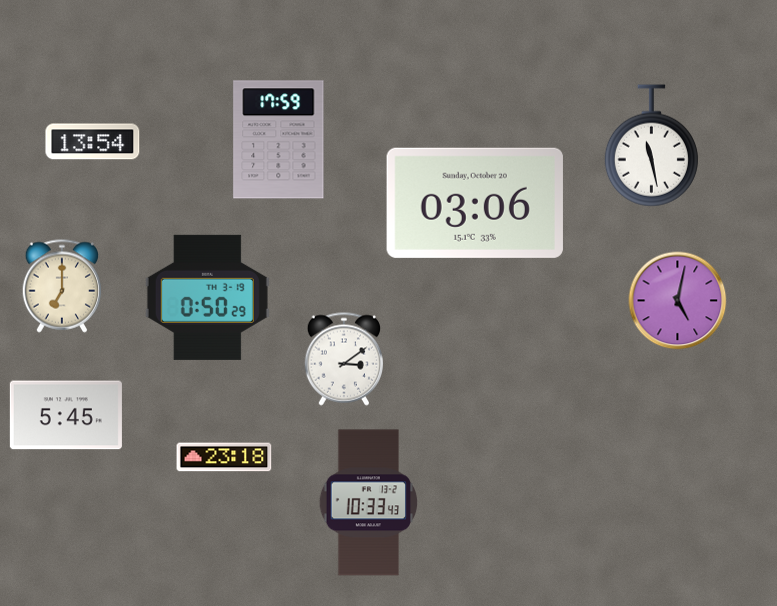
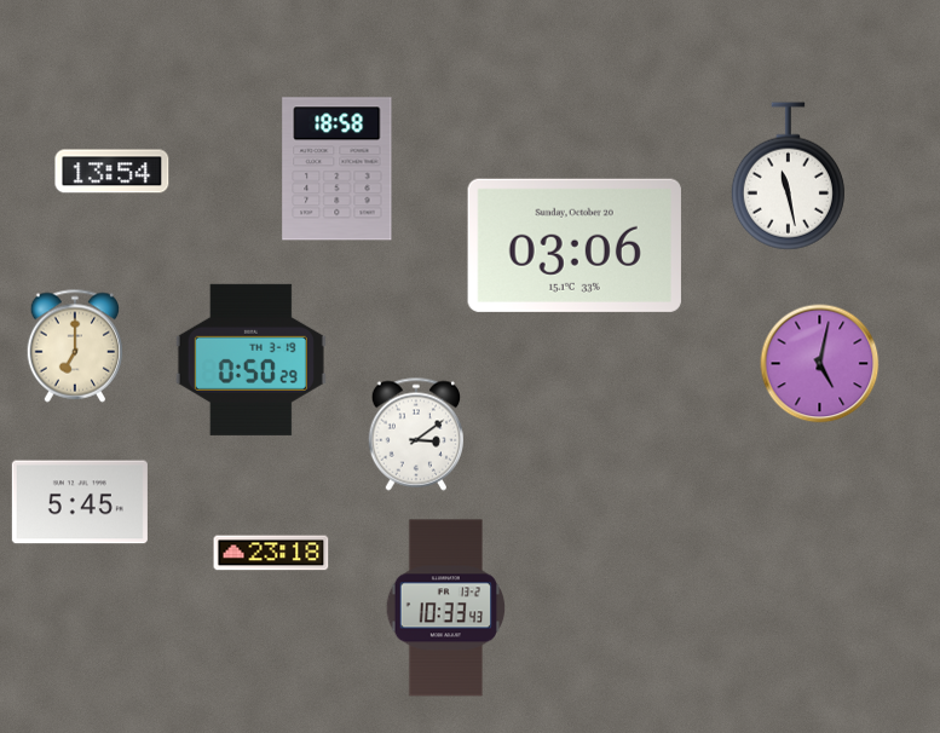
clock at (279, 140): 17:59 -> 18:58
